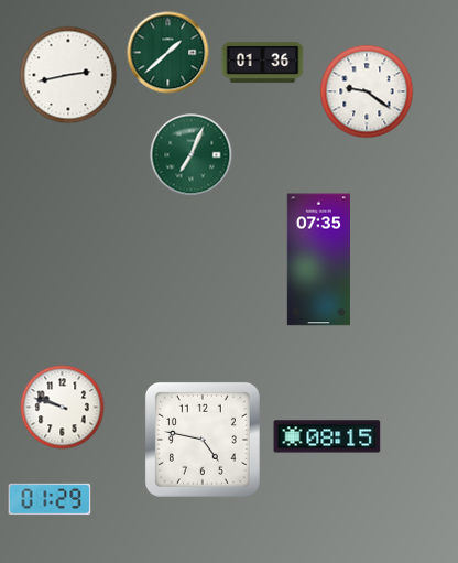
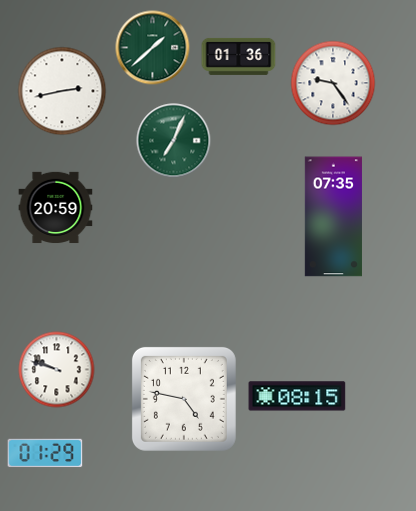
clock at (68, 75) position: (68, 75) -> (62, 91)
clock at (367, 91): 9:21 -> 9:24
clock at (56, 208): none -> 20:59
clock at (318, 260) position: (318, 260) -> (333, 217)
